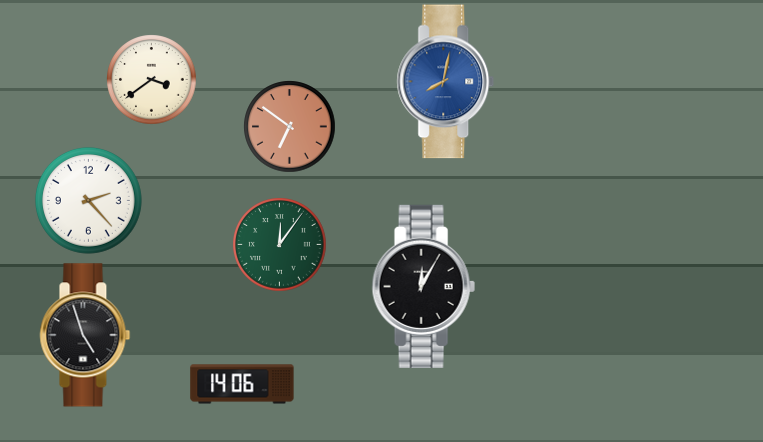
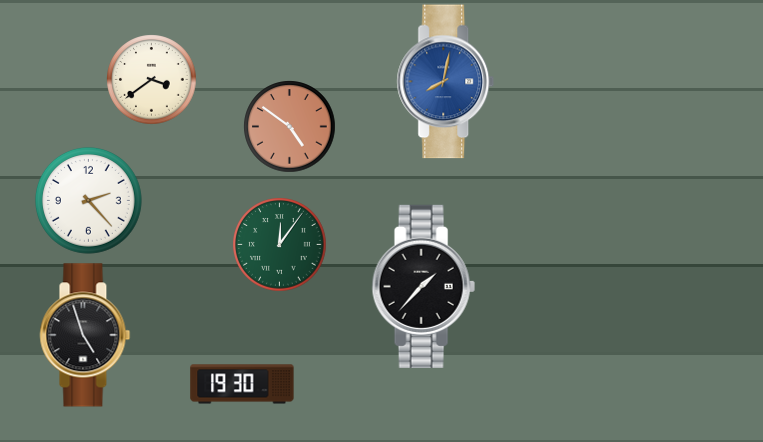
clock at (290, 127): 6:51 -> 4:51
clock at (423, 286): 12:05 -> 1:37
clock at (242, 384): 14:06 -> 19:30
